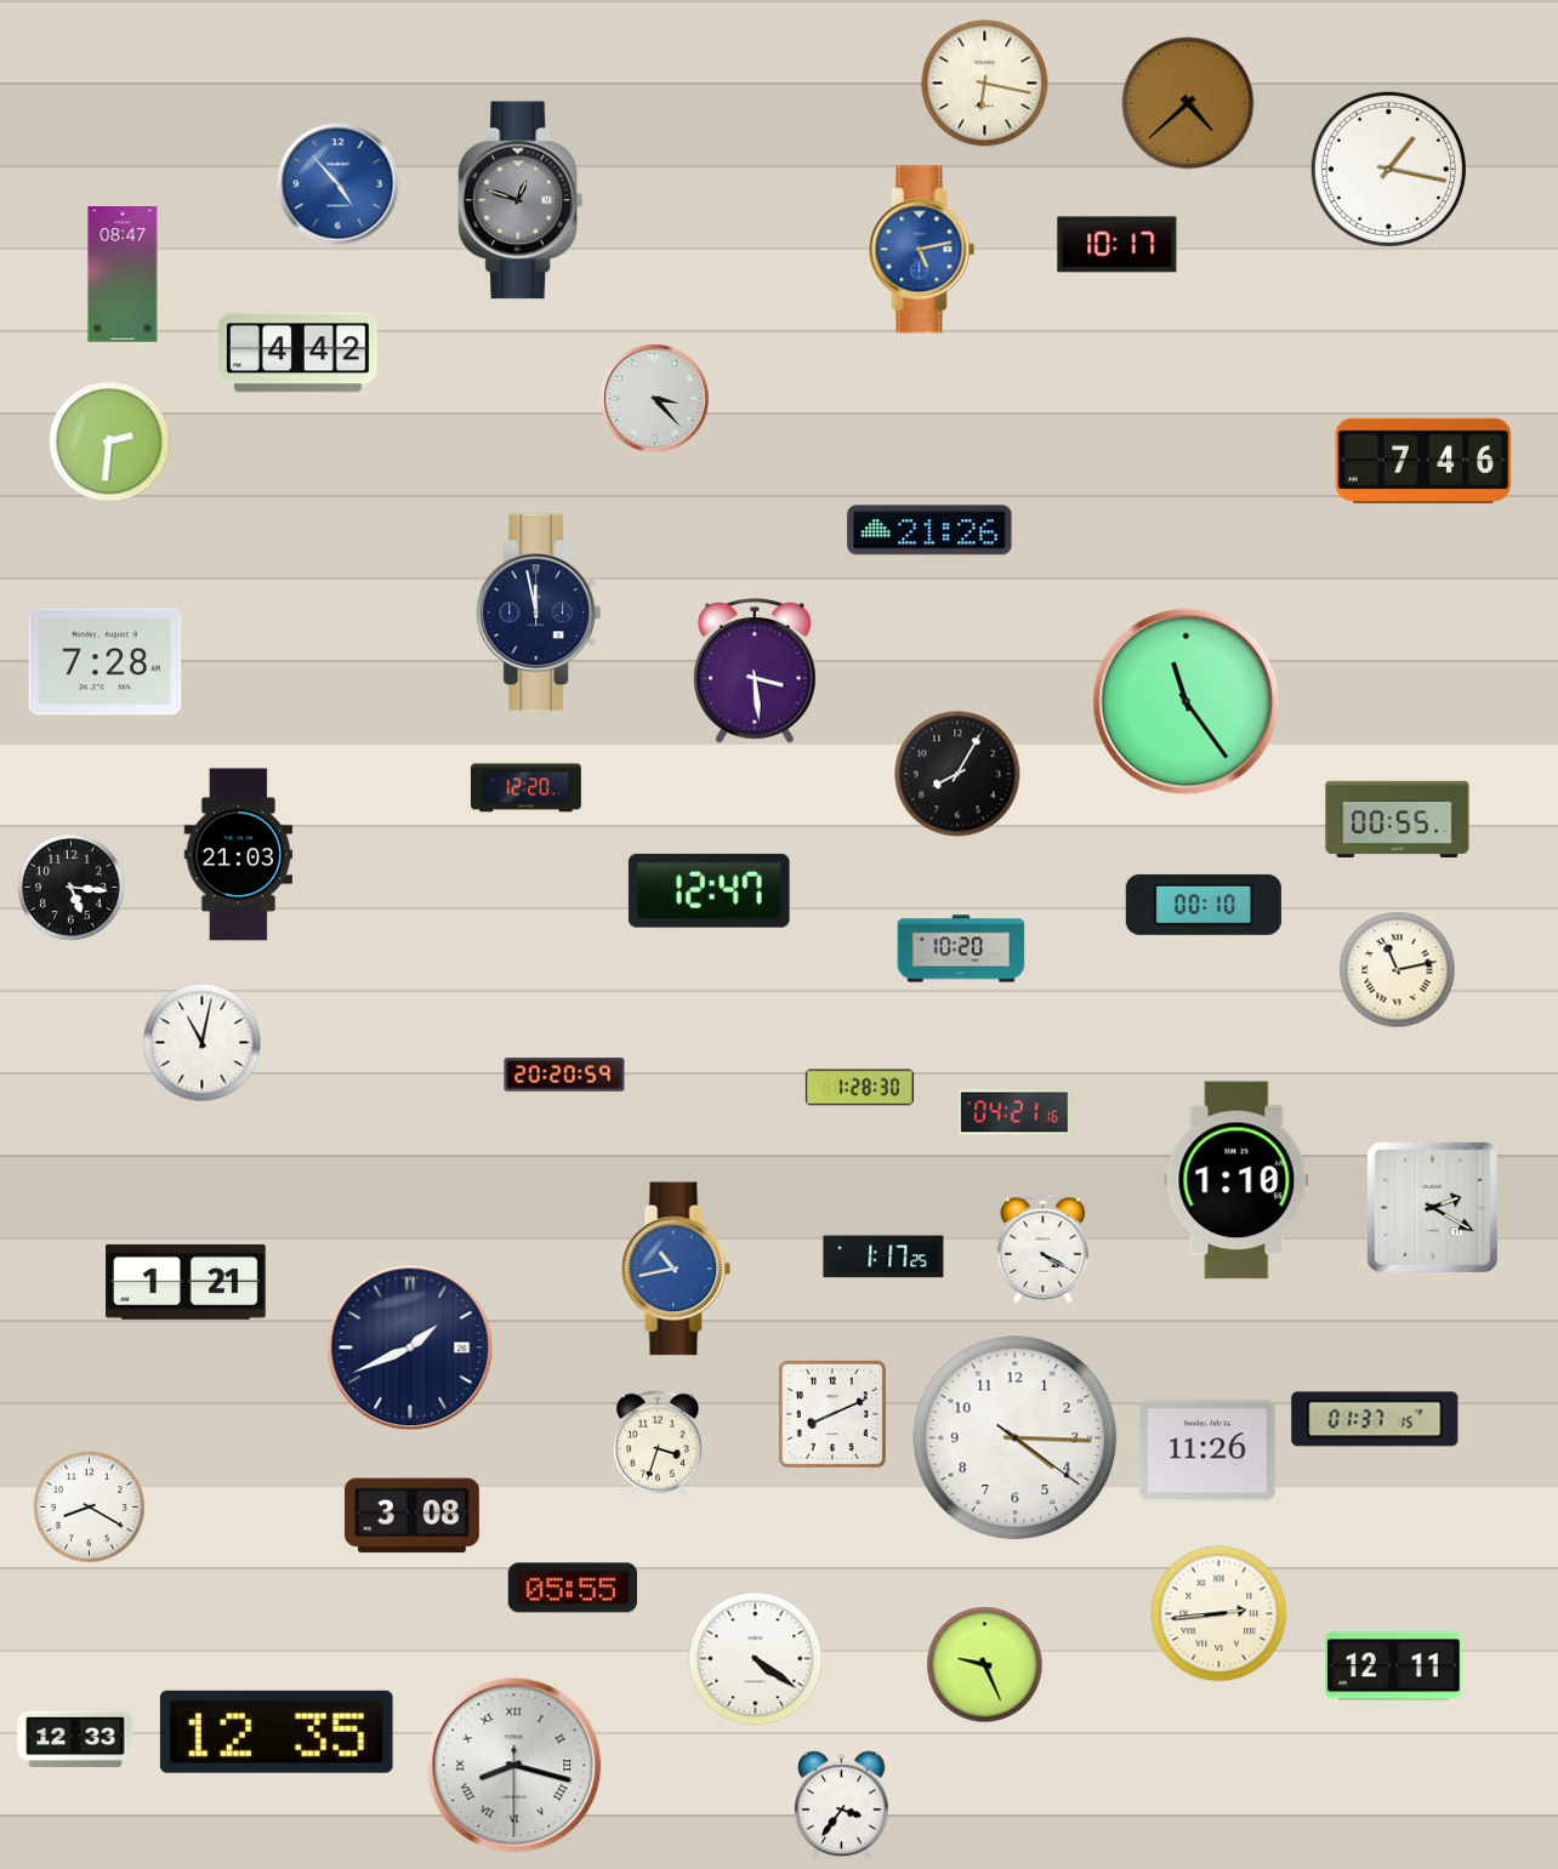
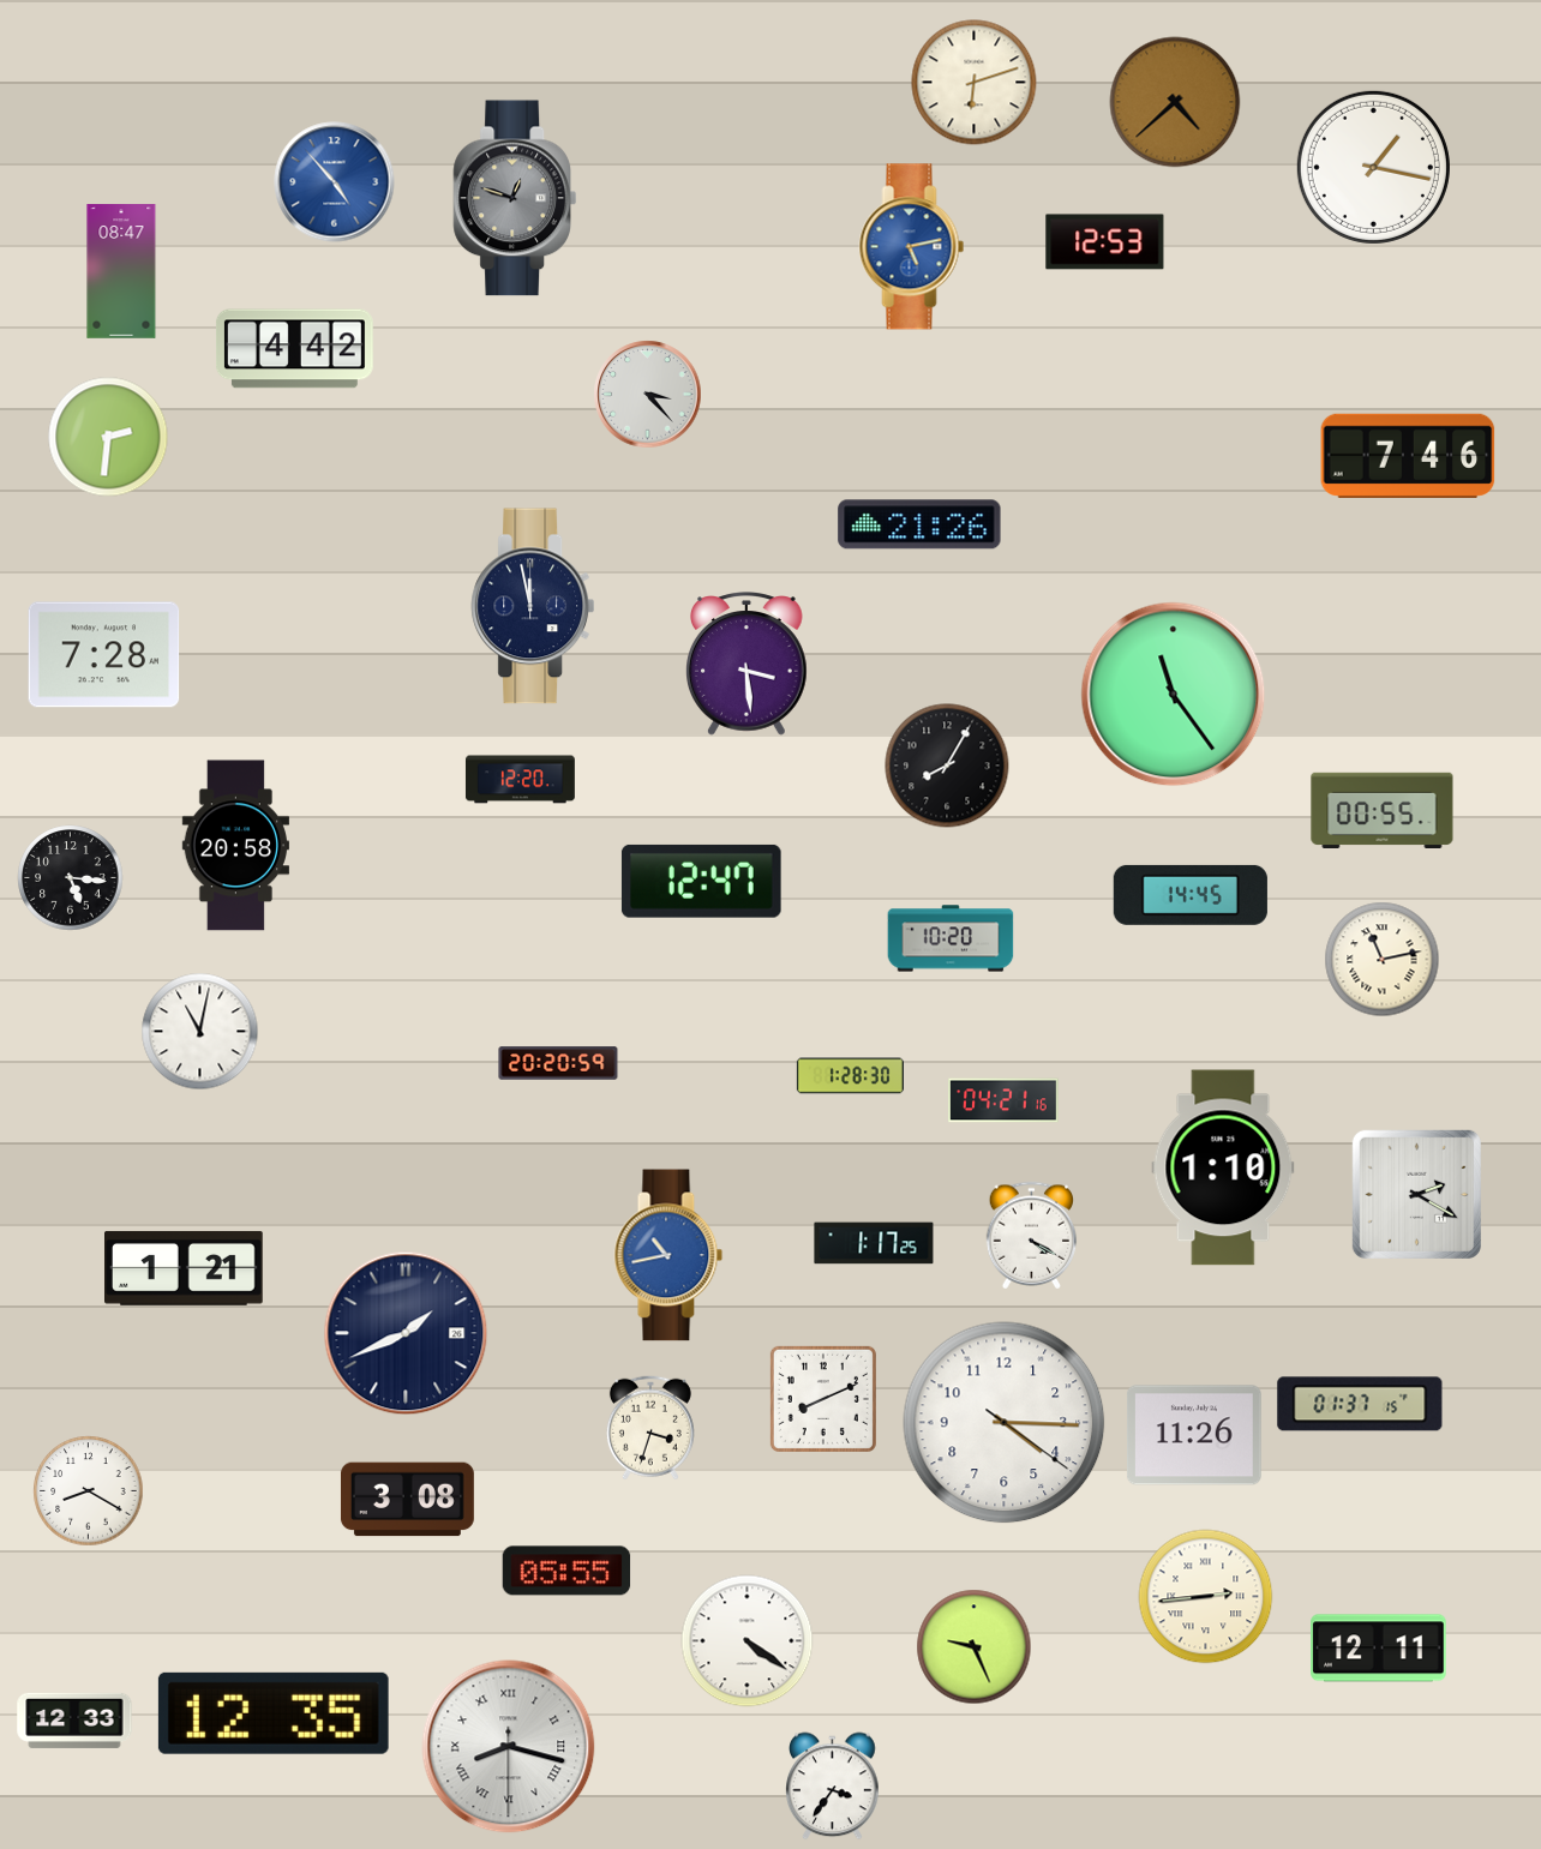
clock at (985, 84): 6:17 -> 6:12
clock at (1118, 245): 10:17 -> 12:53
clock at (238, 855): 21:03 -> 20:58
clock at (1204, 905): 00:10 -> 14:45
